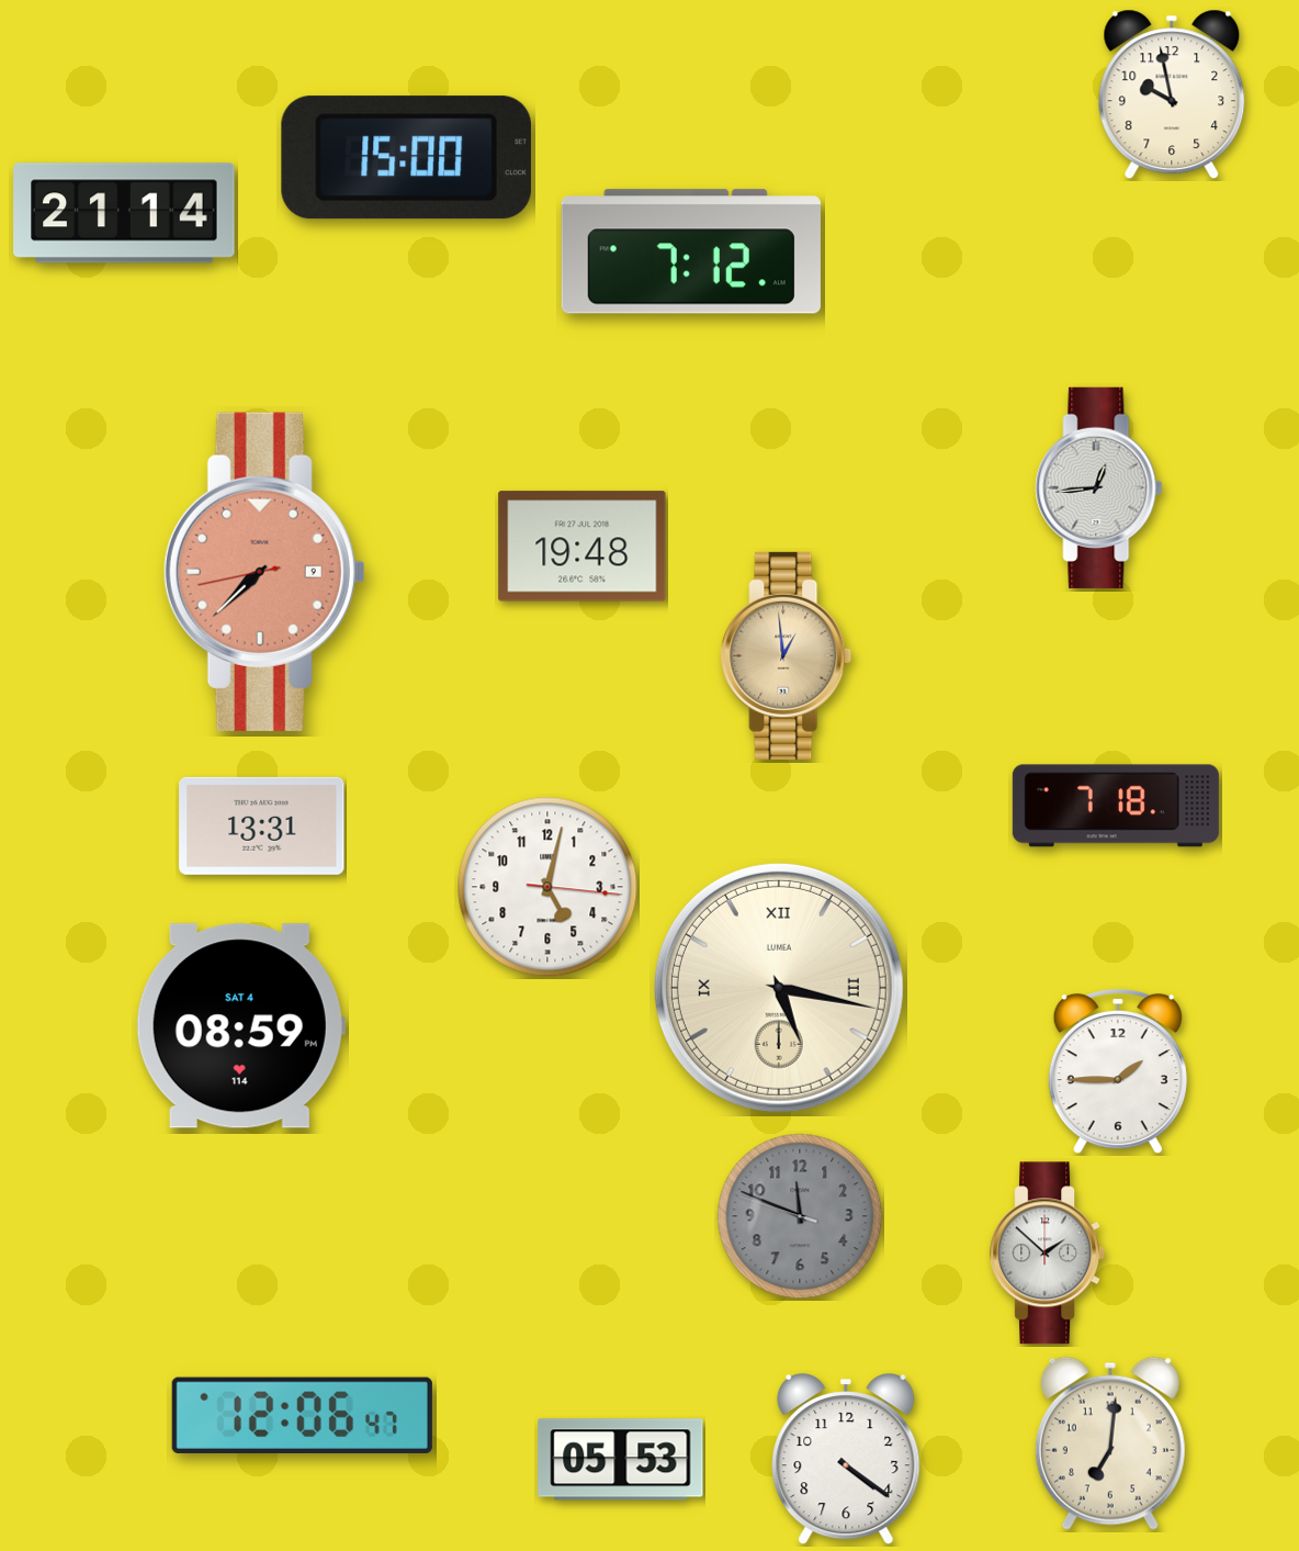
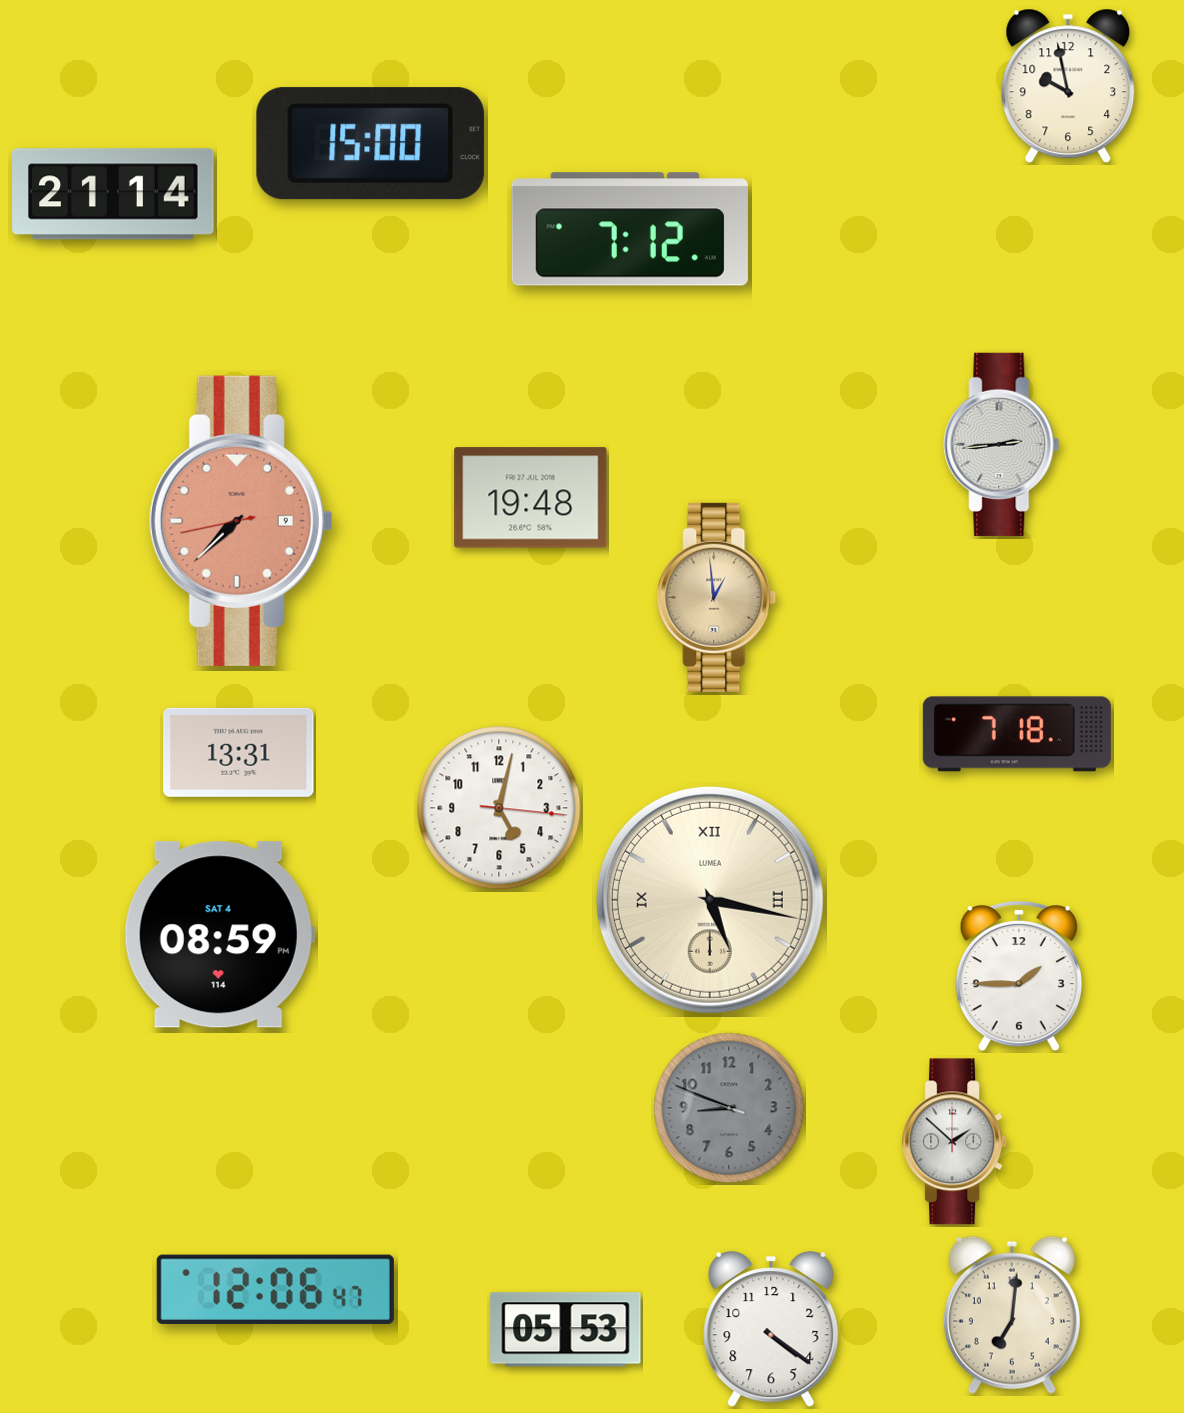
clock at (1099, 487): 12:44 -> 2:44
clock at (800, 1216): 11:48 -> 8:48
